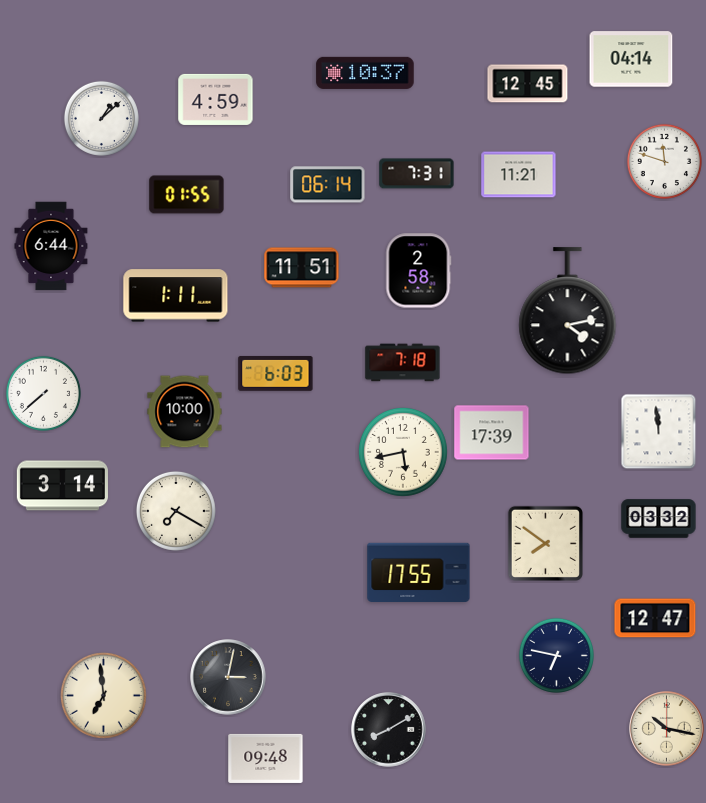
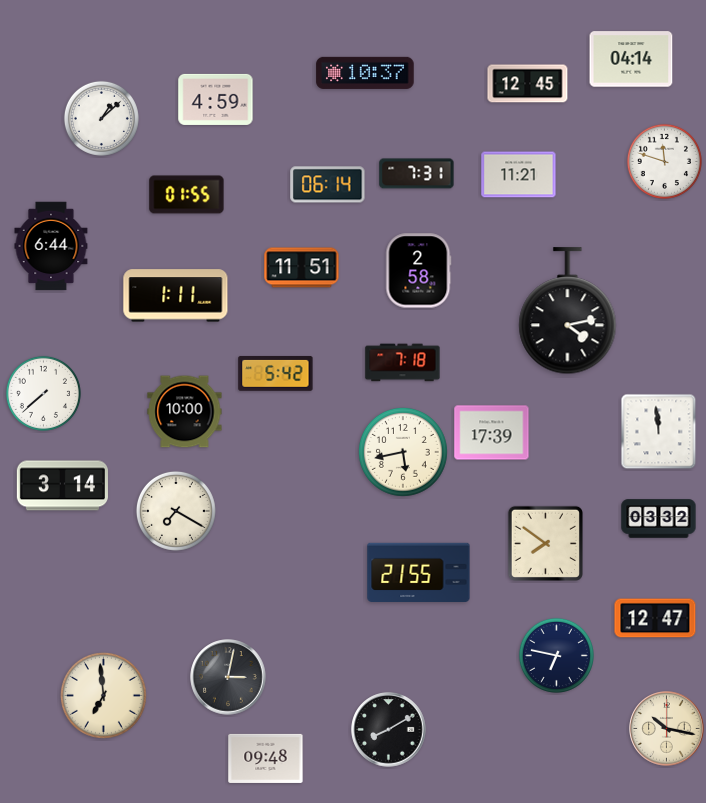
clock at (276, 373): 6:03 -> 5:42
clock at (419, 572): 17:55 -> 21:55
